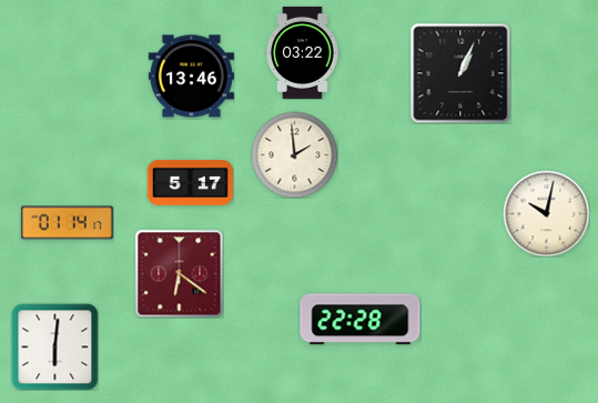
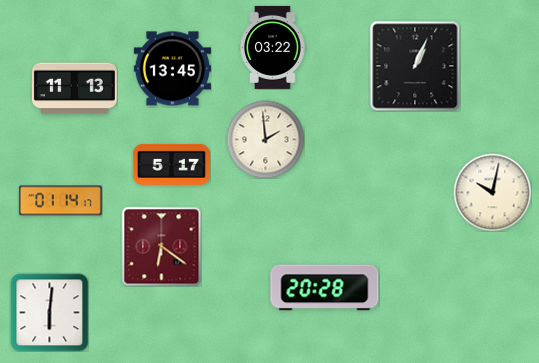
clock at (191, 77): 13:46 -> 13:45
clock at (74, 89): none -> 11:13
clock at (361, 320): 22:28 -> 20:28
